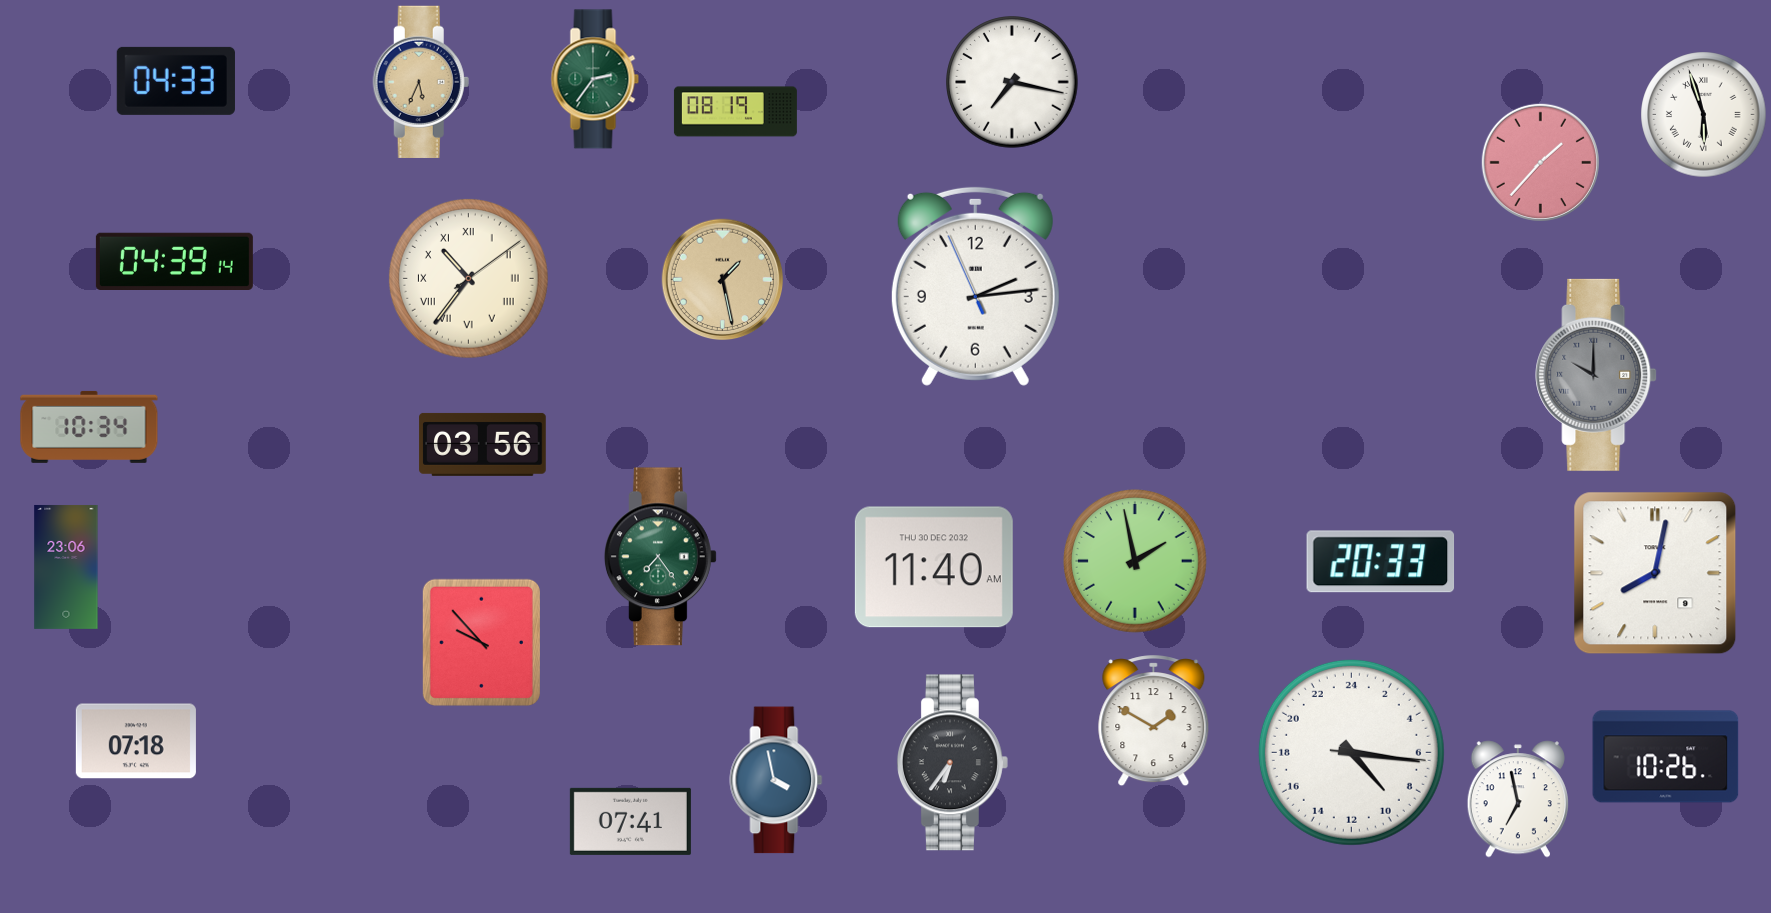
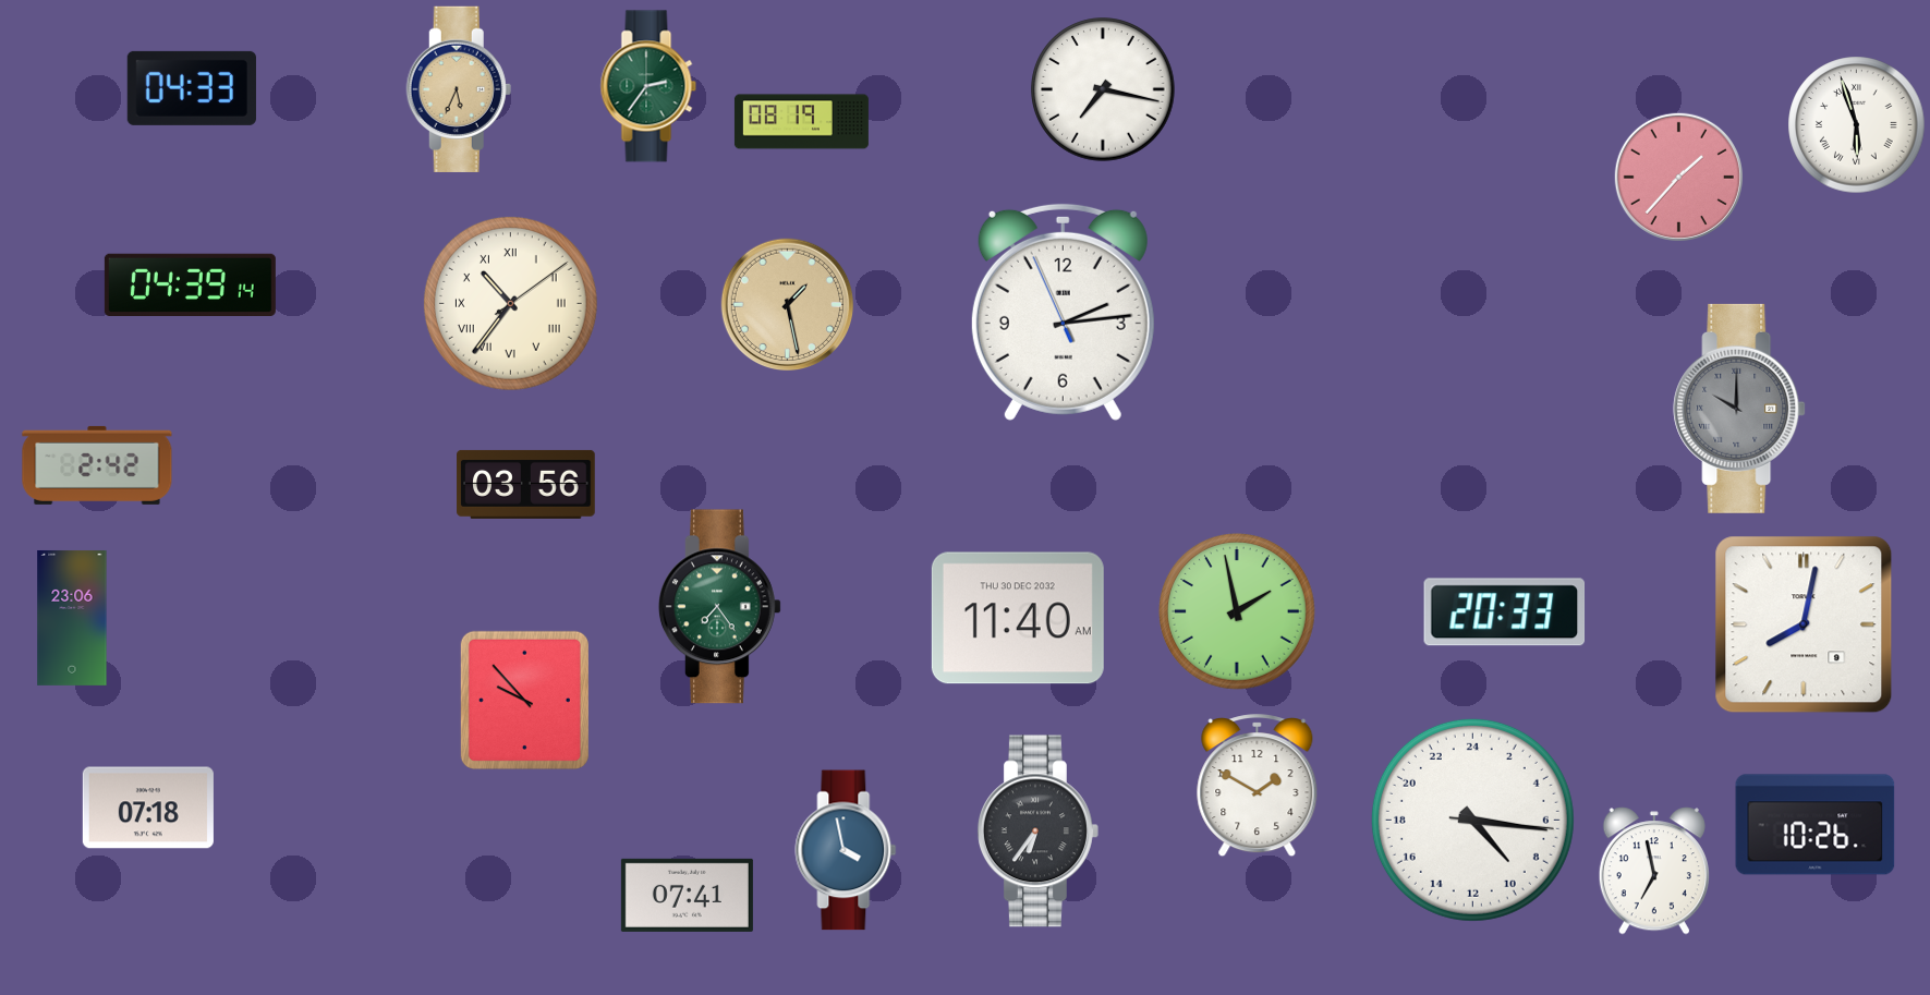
clock at (89, 427): 10:34 -> 2:42
